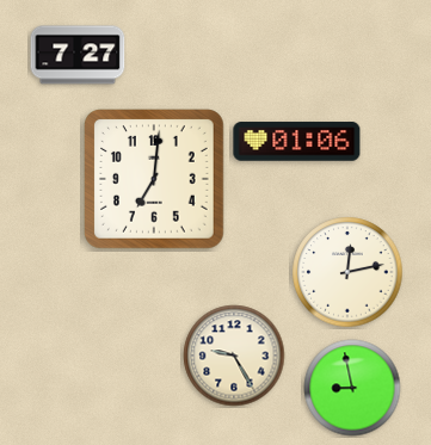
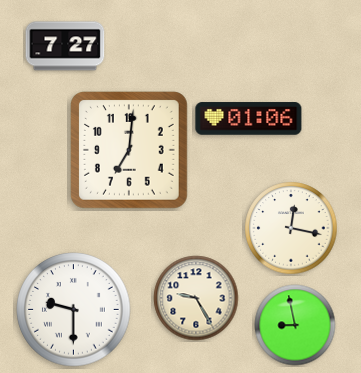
clock at (347, 272): 12:13 -> 12:17
clock at (74, 310): none -> 9:30
